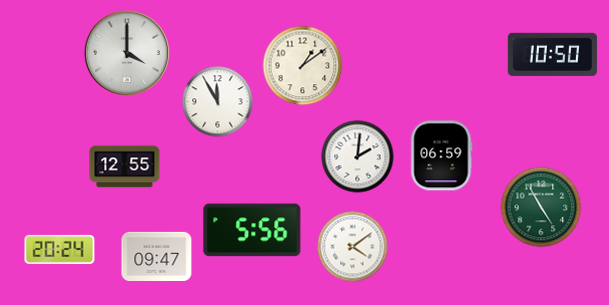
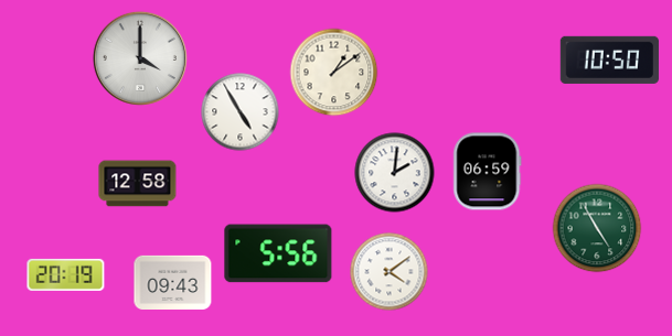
clock at (218, 102): 11:55 -> 4:55
clock at (125, 167): 12:55 -> 12:58
clock at (60, 249): 20:24 -> 20:19
clock at (157, 256): 09:47 -> 09:43
